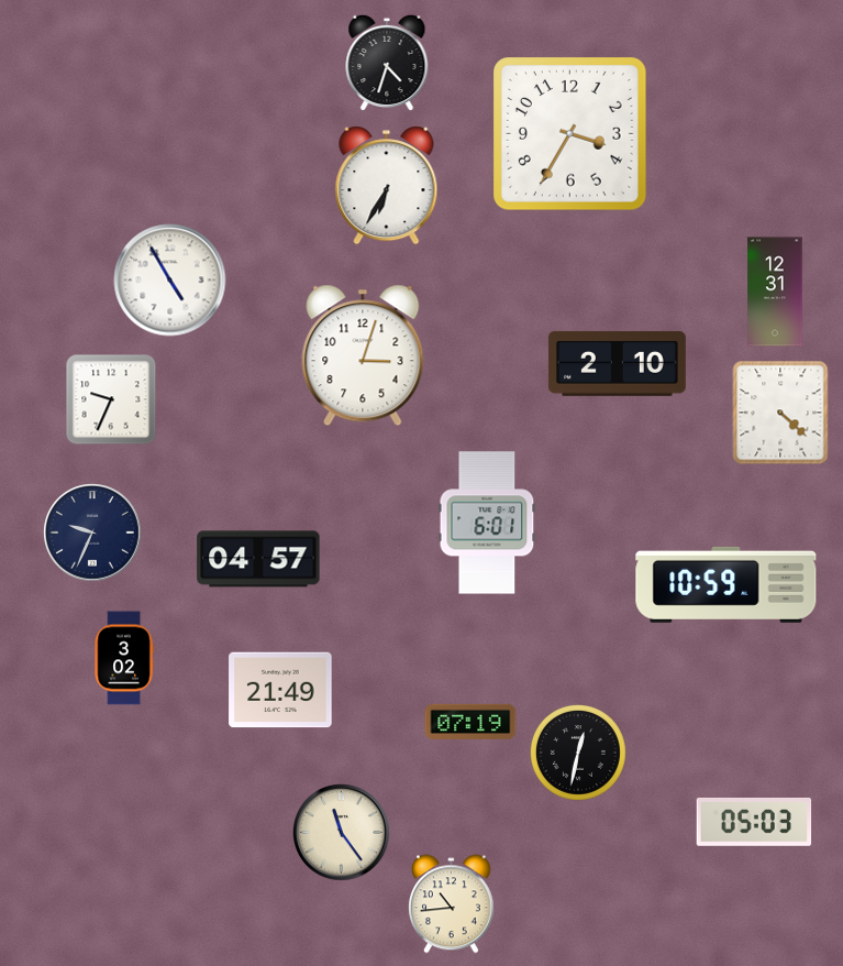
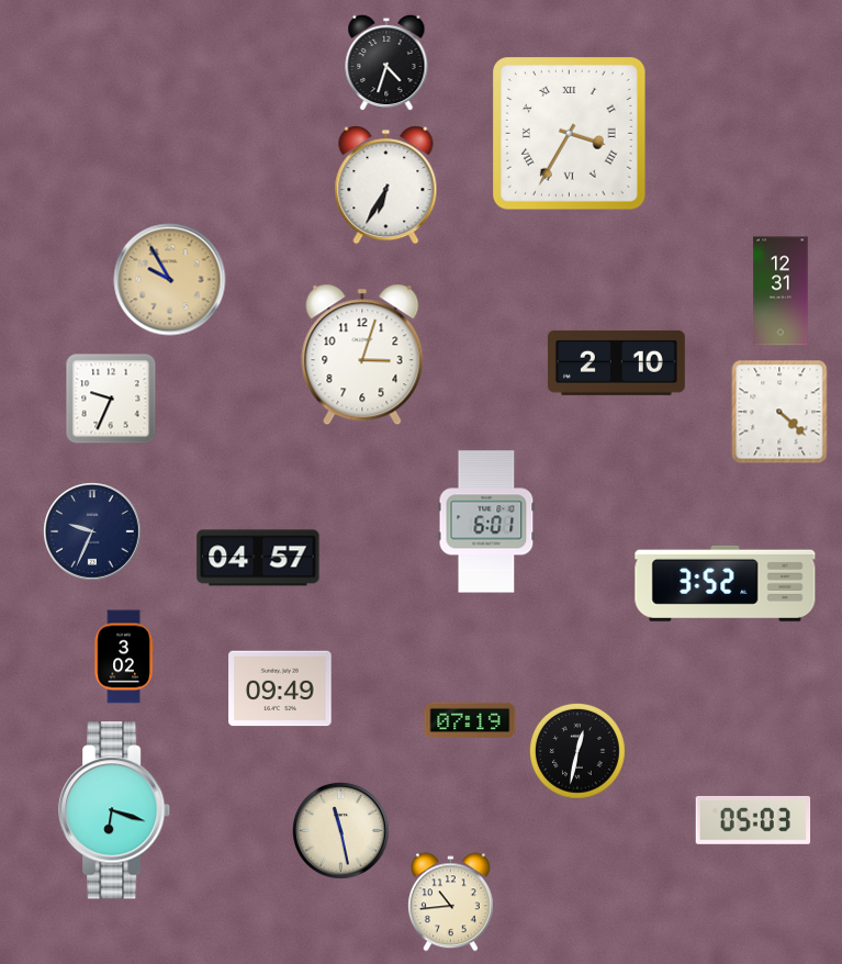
clock at (570, 134) numerals: Arabic -> Roman
clock at (170, 281): 4:55 -> 9:55
clock at (170, 281) dial: white -> champagne
clock at (775, 292) position: (775, 292) -> (781, 291)
clock at (726, 584): 10:59 -> 3:52
clock at (280, 690): 21:49 -> 09:49
clock at (115, 810): none -> 6:18
clock at (342, 833): 11:24 -> 11:28
